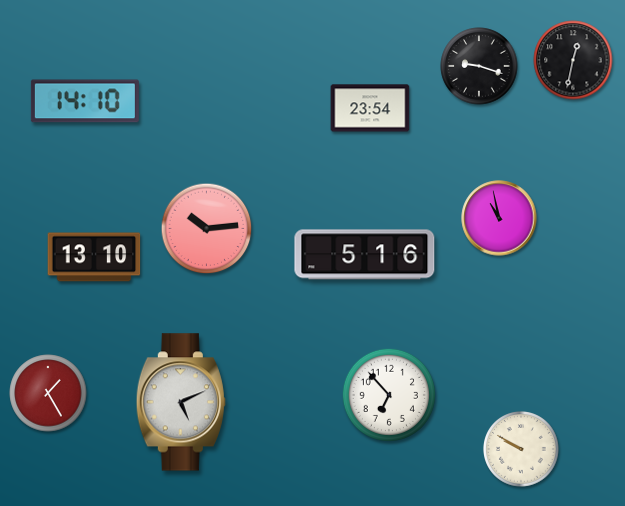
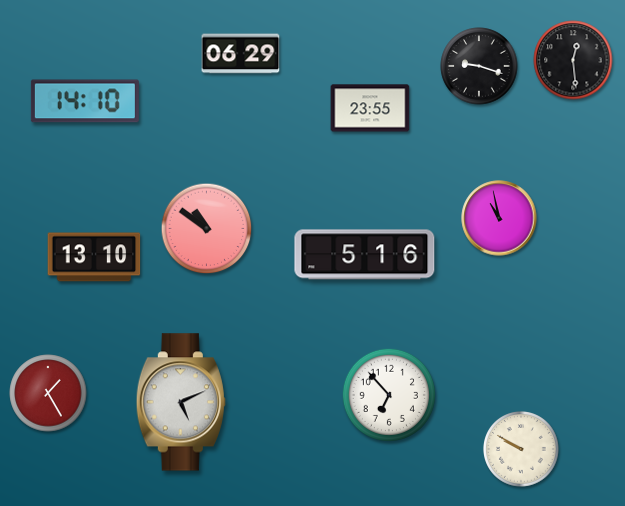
clock at (241, 54): none -> 06:29
clock at (573, 60): 12:32 -> 12:29
clock at (370, 108): 23:54 -> 23:55
clock at (207, 229): 10:14 -> 10:51
